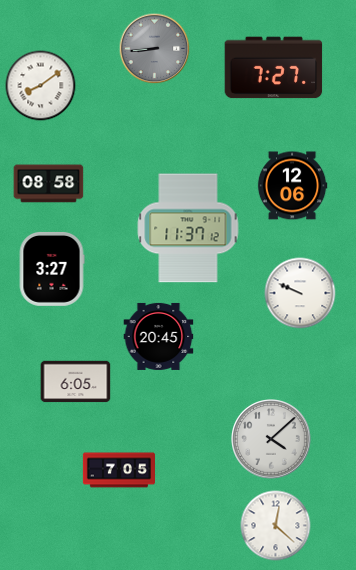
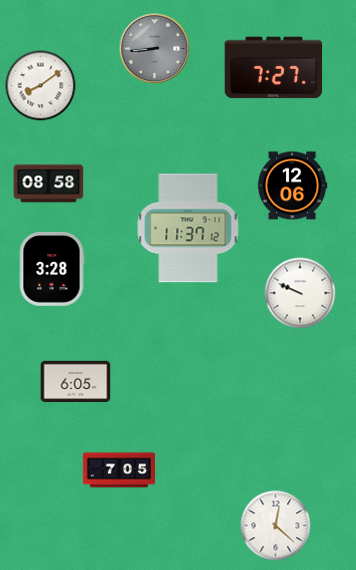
clock at (52, 269): 3:27 -> 3:28
clock at (159, 336): 20:45 -> none
clock at (272, 440): 4:08 -> none
